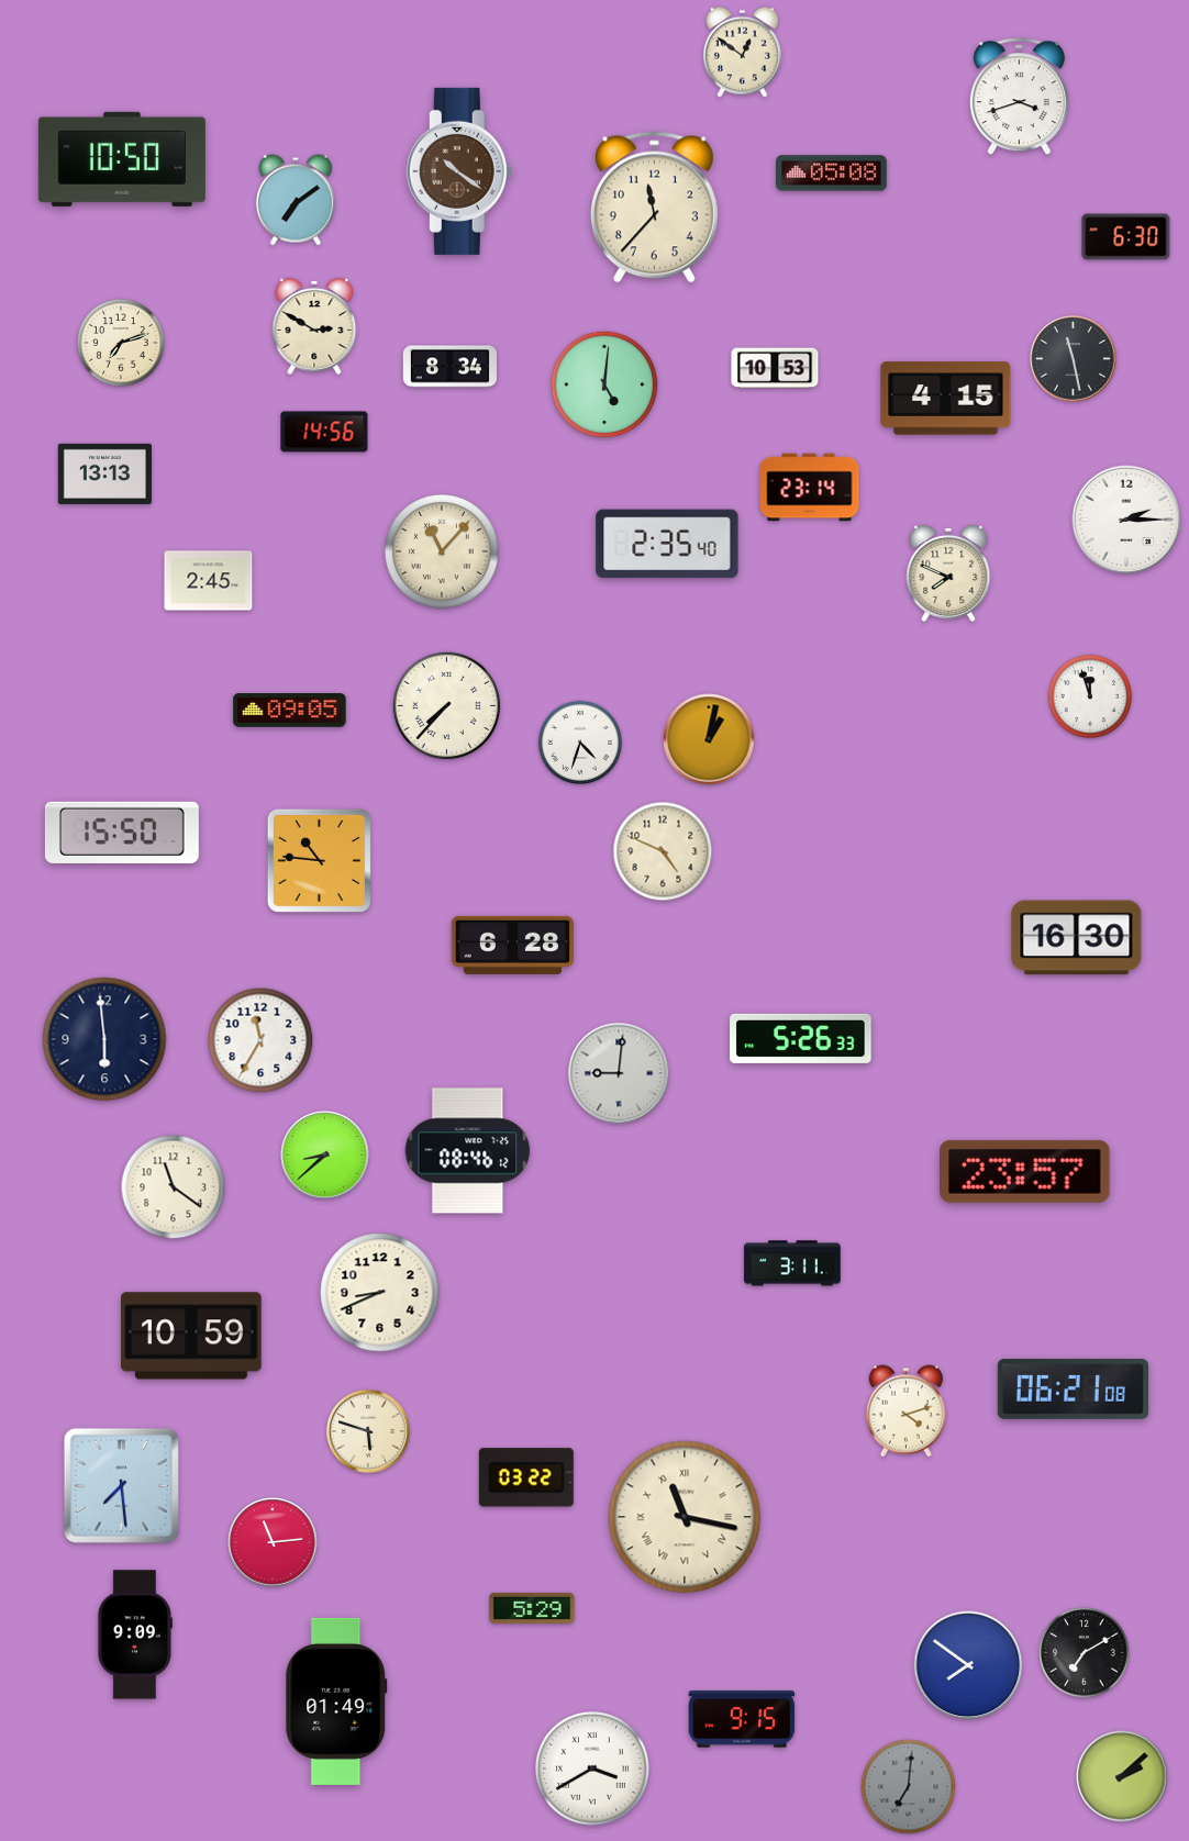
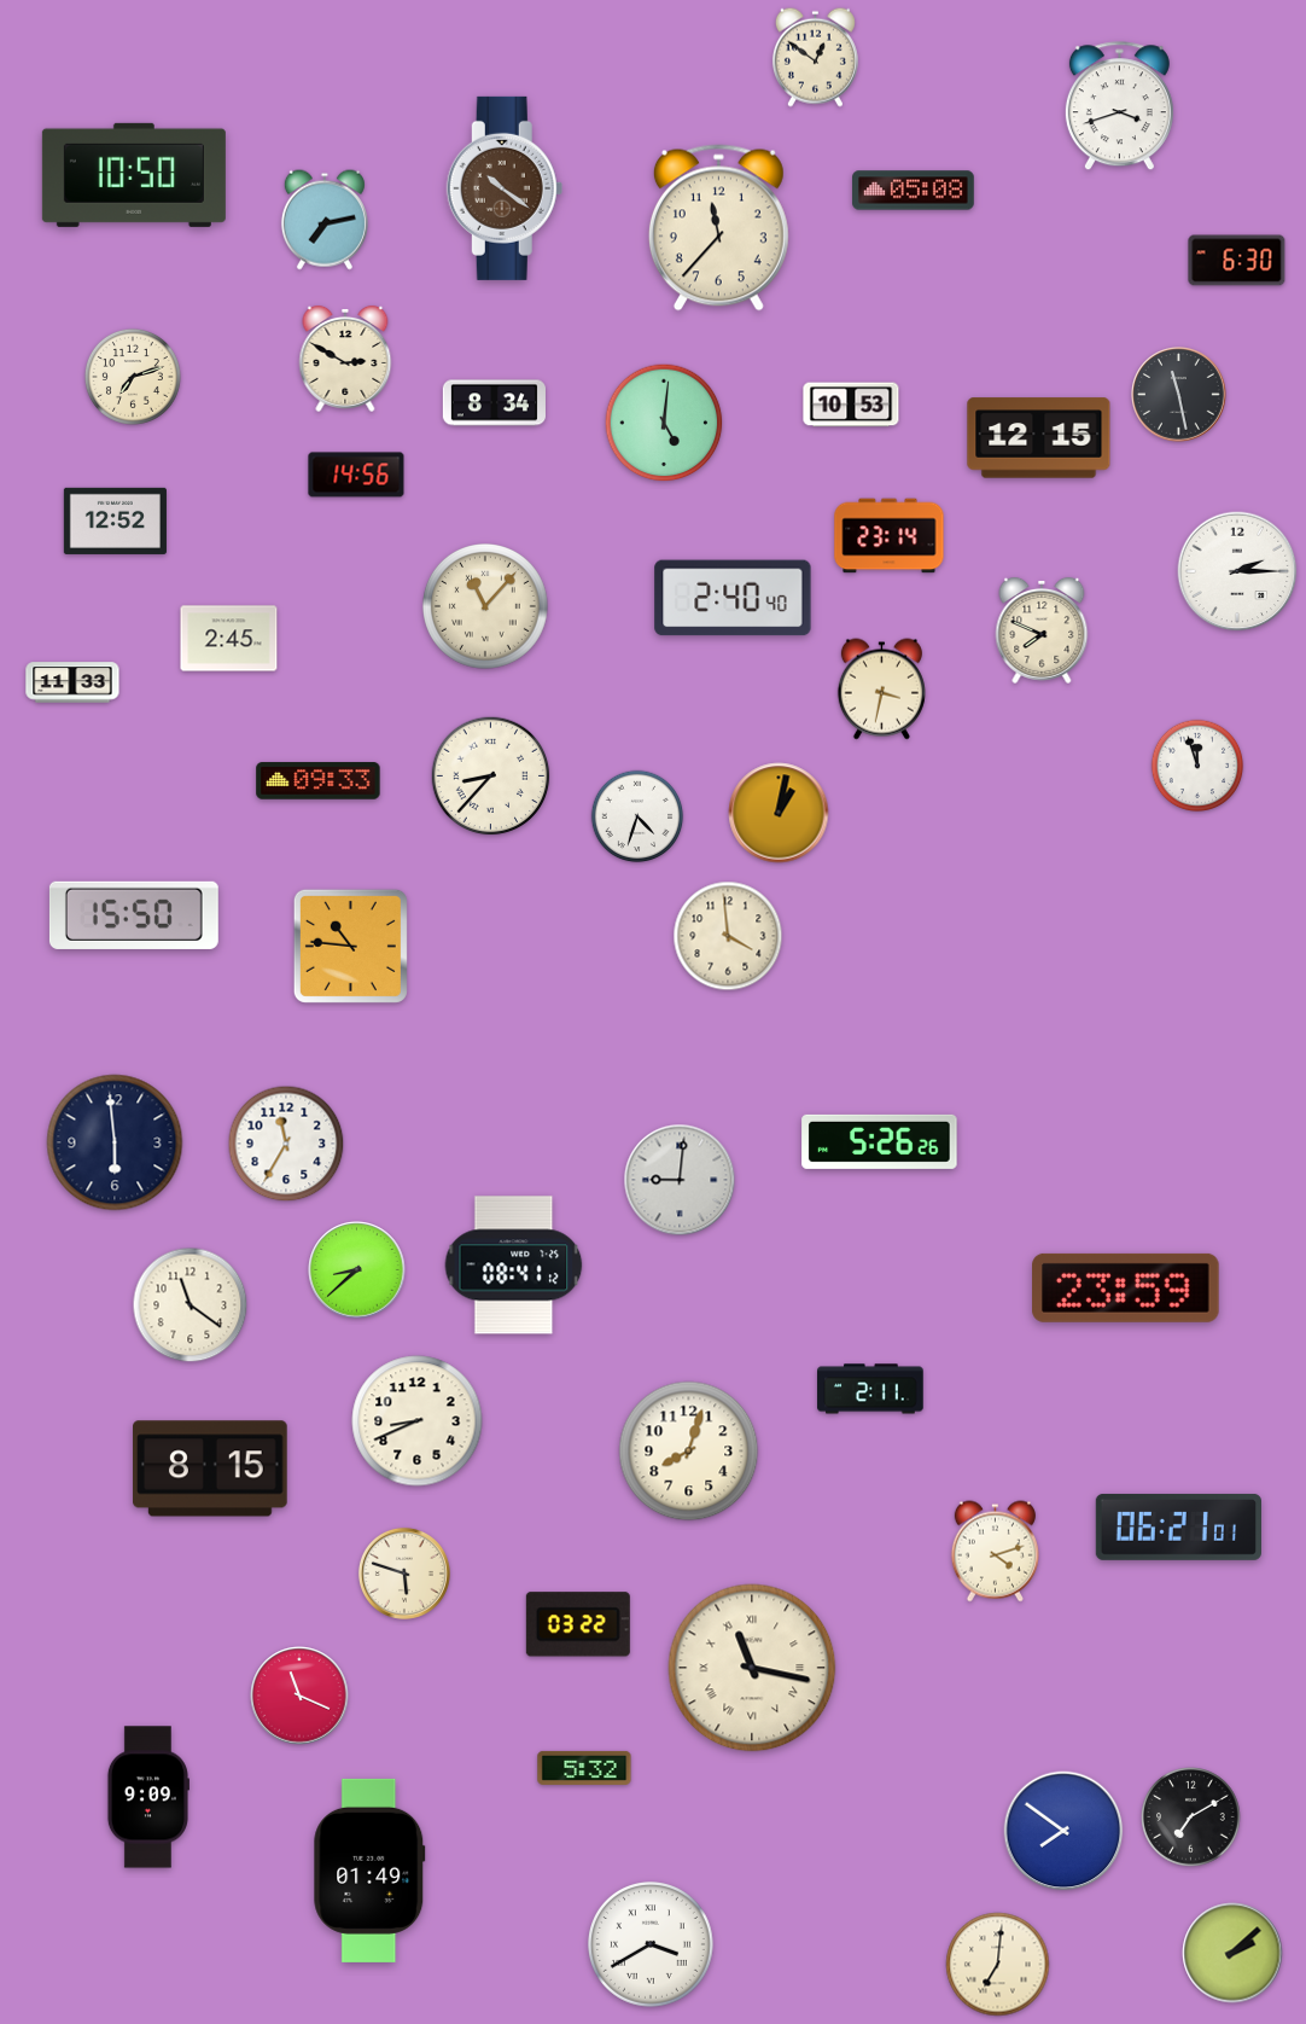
clock at (296, 200): 7:09 -> 7:13
clock at (946, 399): 4:15 -> 12:15
clock at (104, 473): 13:13 -> 12:52
clock at (667, 544): 2:35 -> 2:40
clock at (72, 682): none -> 11:33
clock at (881, 690): none -> 3:32
clock at (447, 706): 7:37 -> 8:37
clock at (290, 711): 09:05 -> 09:33
clock at (663, 851): 4:49 -> 3:59
clock at (1077, 938): 16:30 -> none
clock at (512, 945): 6:28 -> none
clock at (801, 1038): 5:26:33 -> 5:26:26
clock at (468, 1151): 08:46 -> 08:41
clock at (1025, 1171): 23:57 -> 23:59
clock at (792, 1263): 3:11 -> 2:11
clock at (689, 1452): none -> 8:03
clock at (191, 1336): 10:59 -> 8:15
clock at (1073, 1388): 06:21:08 -> 06:21:01
clock at (121, 1485): 7:29 -> none
clock at (273, 1542): 11:14 -> 11:19
clock at (532, 1608): 5:29 -> 5:32
clock at (742, 1719): 9:15 -> none
clock at (909, 1787) dial: grey -> cream
